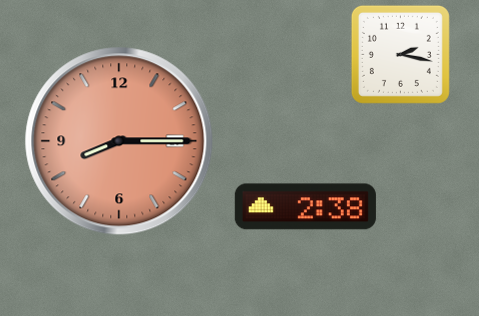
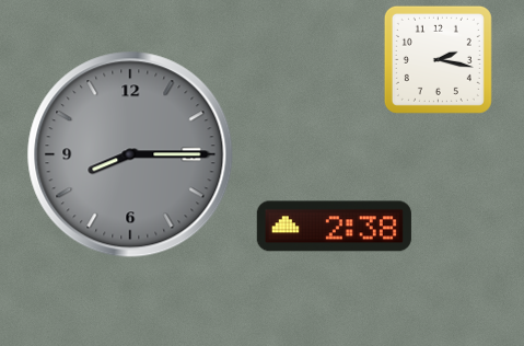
clock at (119, 141) dial: salmon -> grey
